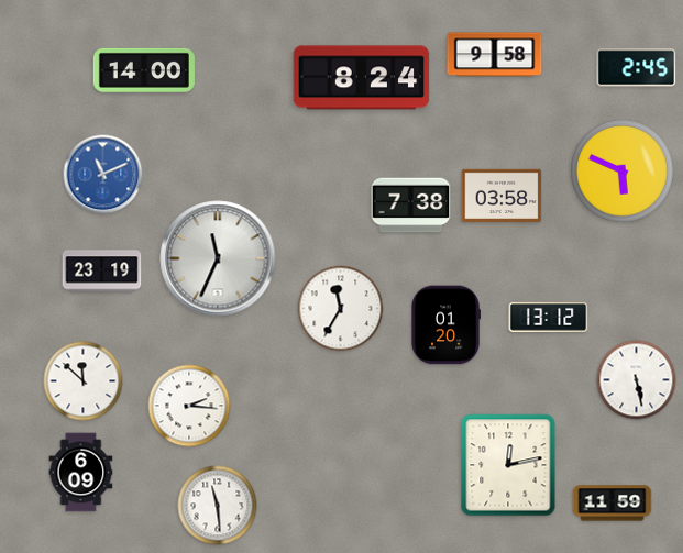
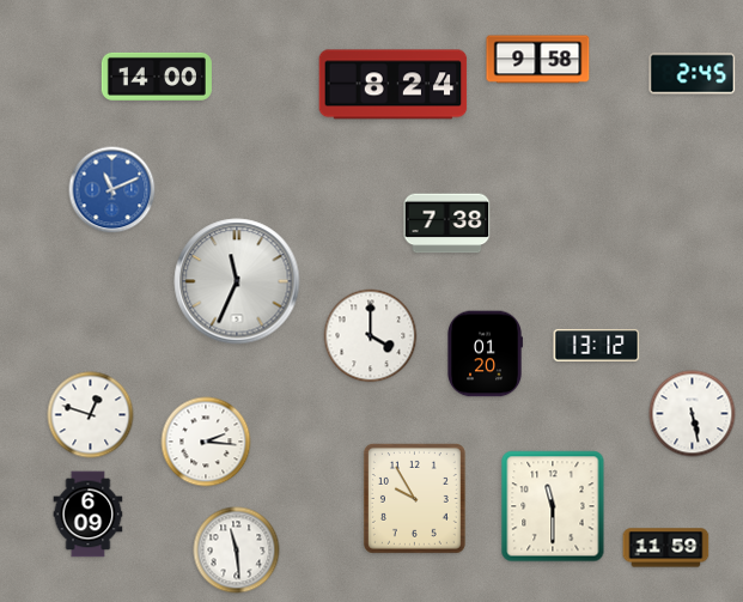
clock at (623, 172): 5:49 -> none
clock at (502, 195): 03:58 -> none
clock at (102, 272): 23:19 -> none
clock at (341, 309): 11:35 -> 4:00
clock at (84, 381): 11:52 -> 12:48
clock at (414, 498): none -> 9:55
clock at (508, 465): 12:13 -> 11:30
